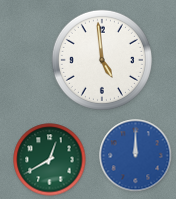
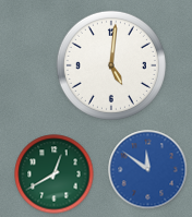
clock at (102, 60): 4:59 -> 5:01
clock at (136, 156): 12:00 -> 11:51
